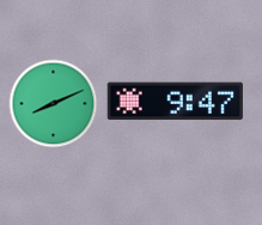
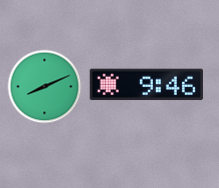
clock at (175, 102): 9:47 -> 9:46
